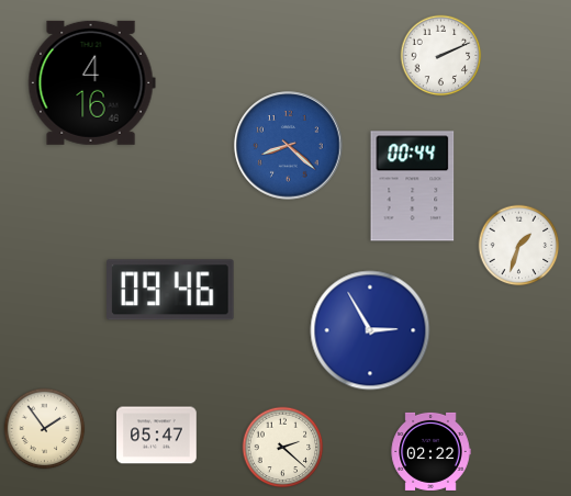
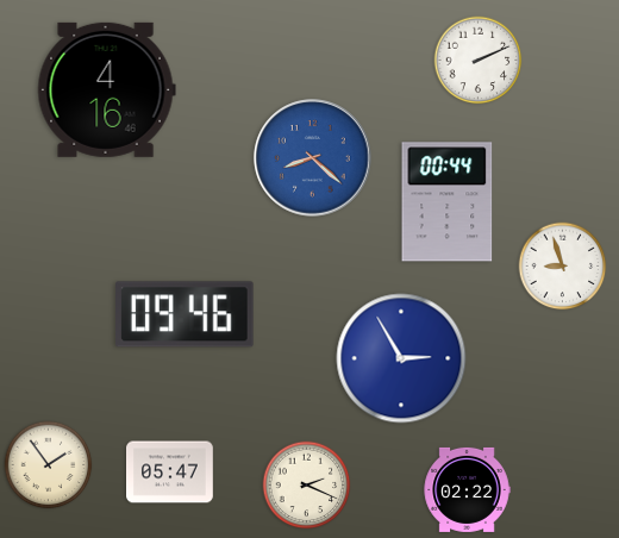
clock at (91, 82) position: (91, 82) -> (106, 89)
clock at (519, 246): 1:33 -> 8:57
clock at (283, 448): 2:22 -> 2:19
